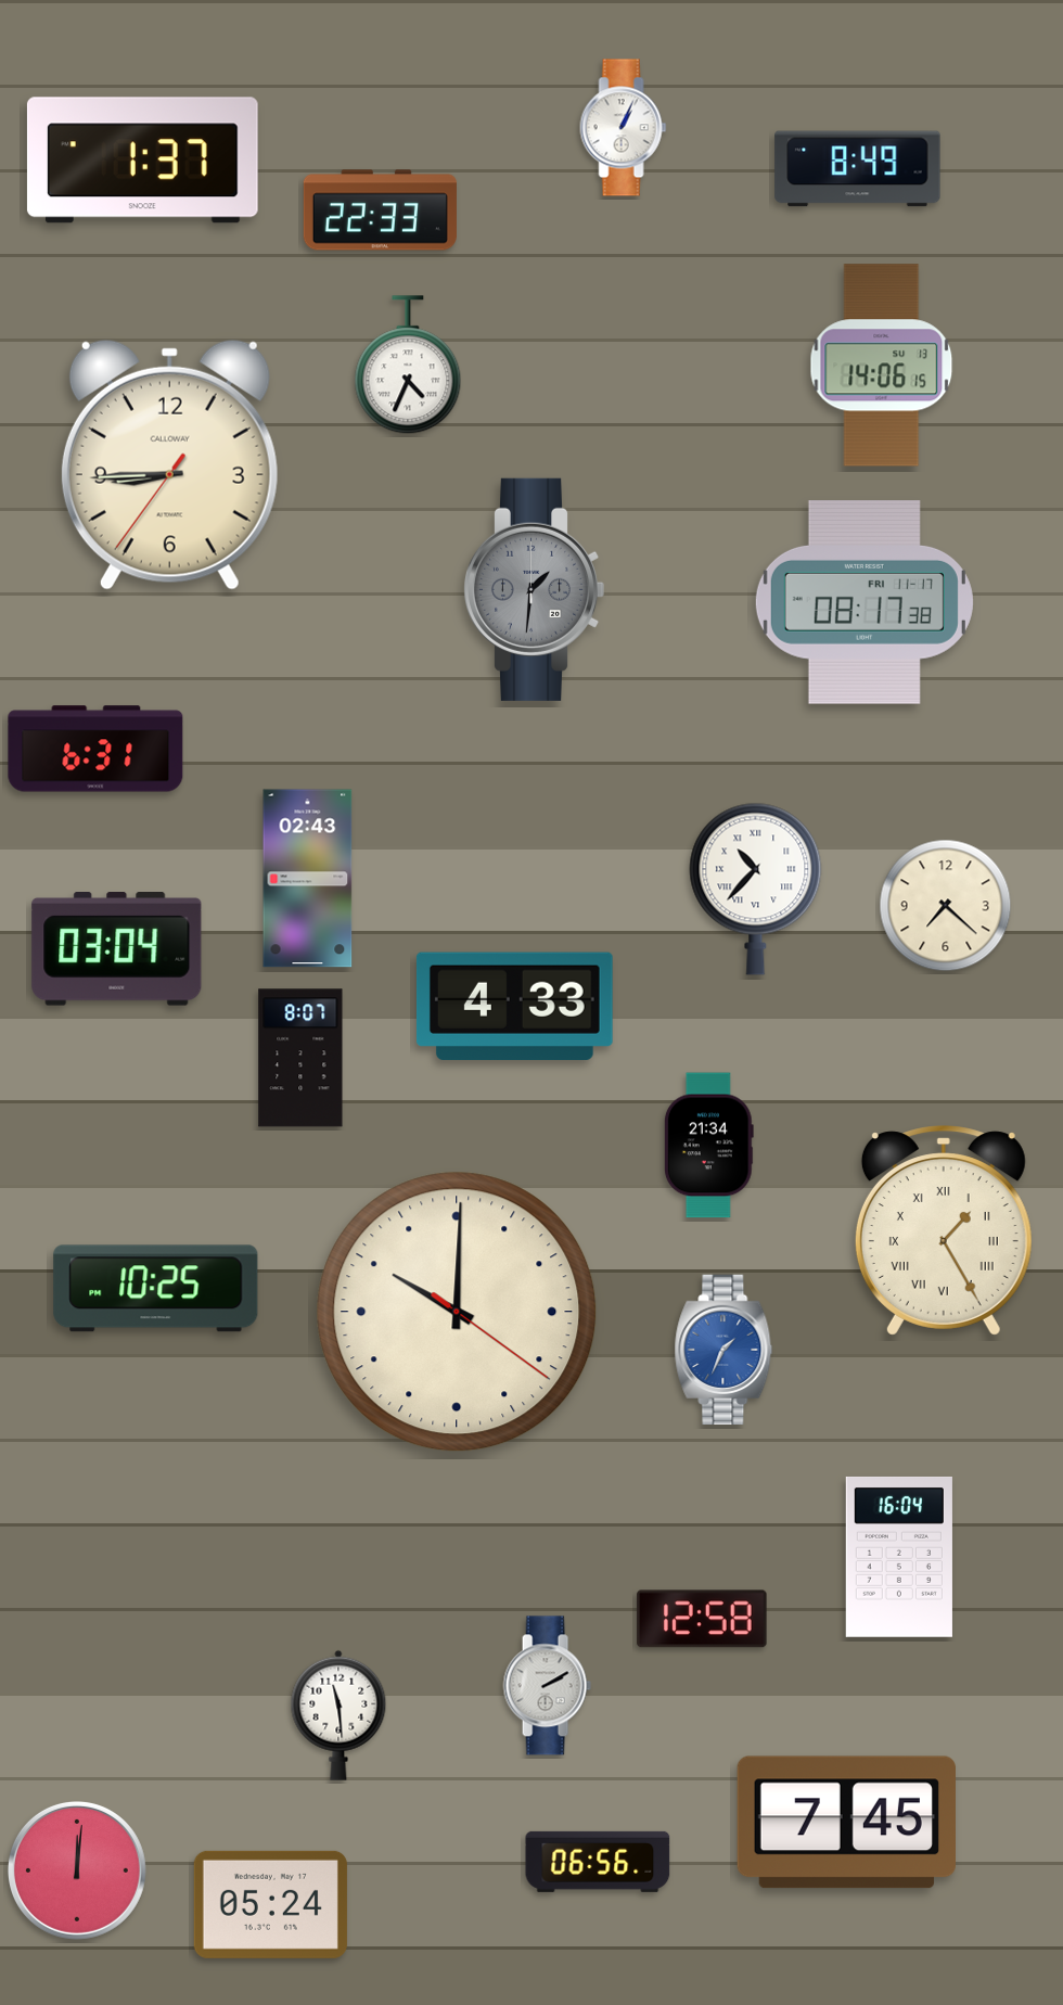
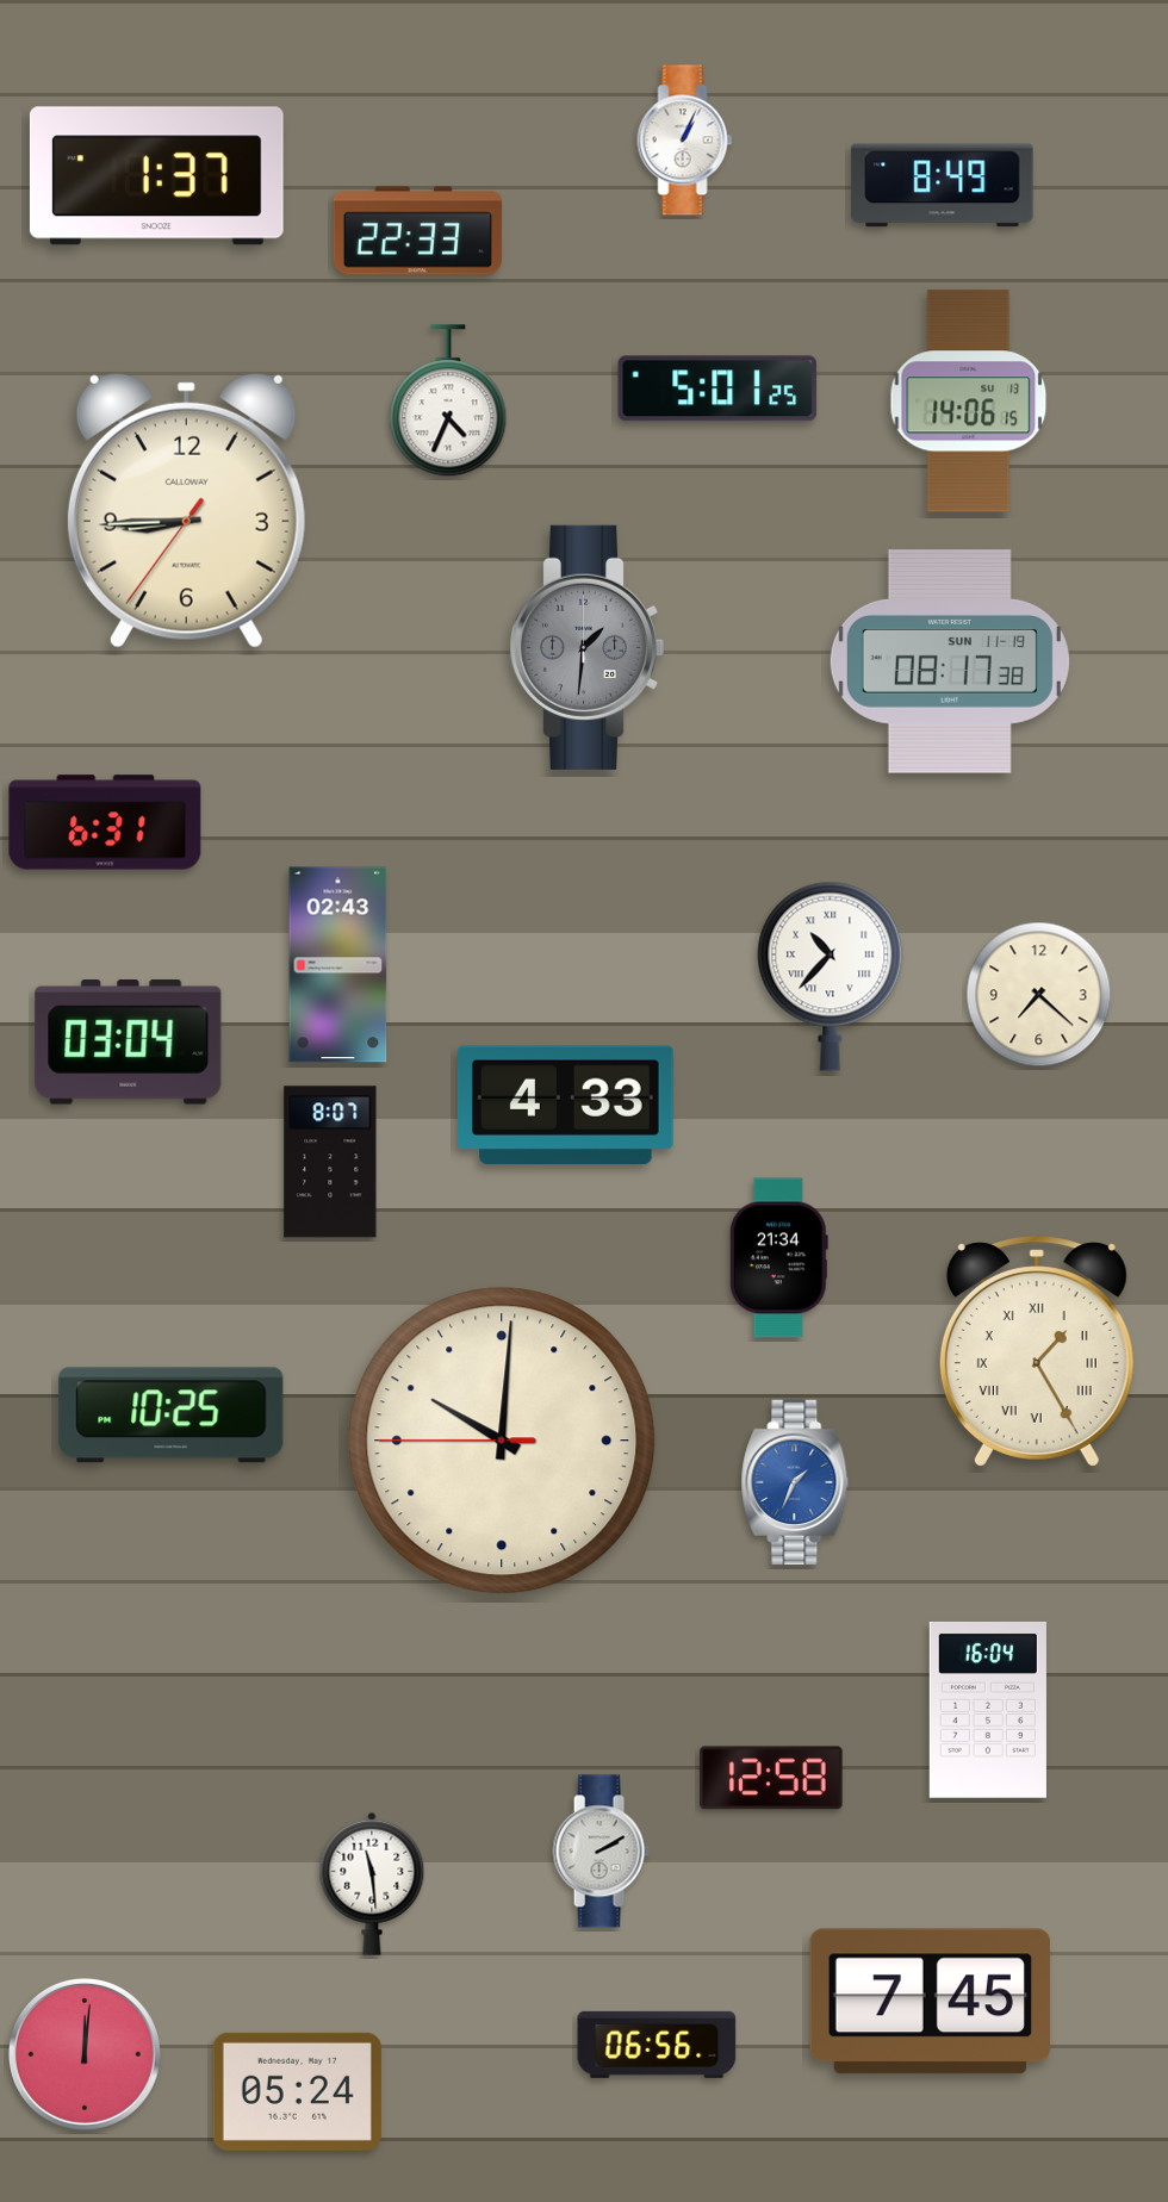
clock at (717, 388): none -> 5:01
clock at (865, 602) date: FRI 11-17 -> SUN 11-19
clock at (457, 1312): 10:00:21 -> 10:00:45
